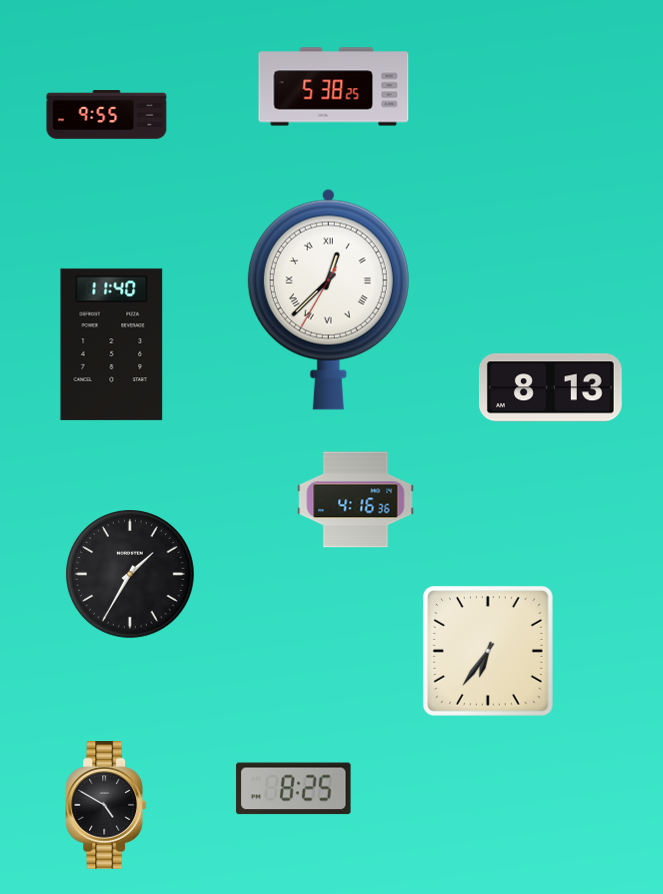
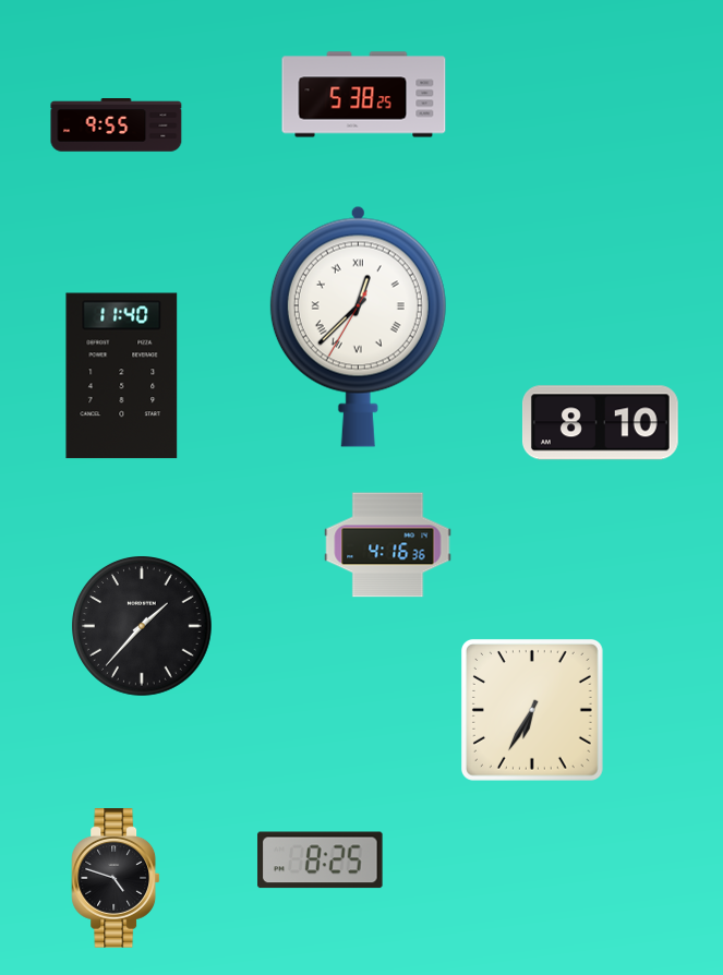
clock at (550, 388): 8:13 -> 8:10
clock at (131, 575): 1:35 -> 1:37
clock at (488, 651): 6:36 -> 6:35
clock at (106, 806): 4:50 -> 4:48
